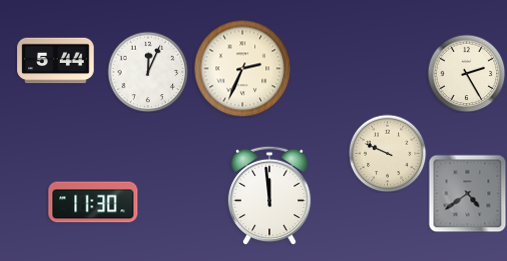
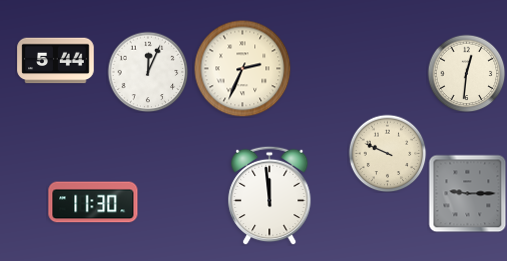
clock at (466, 73): 2:25 -> 12:31
clock at (467, 193): 4:39 -> 9:15
